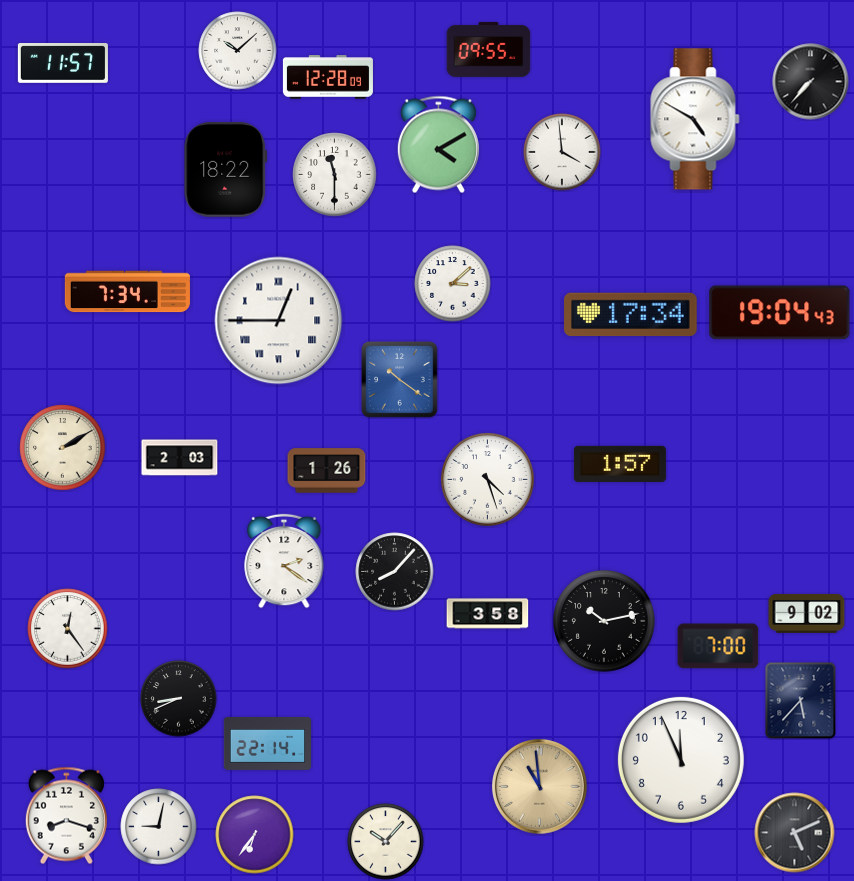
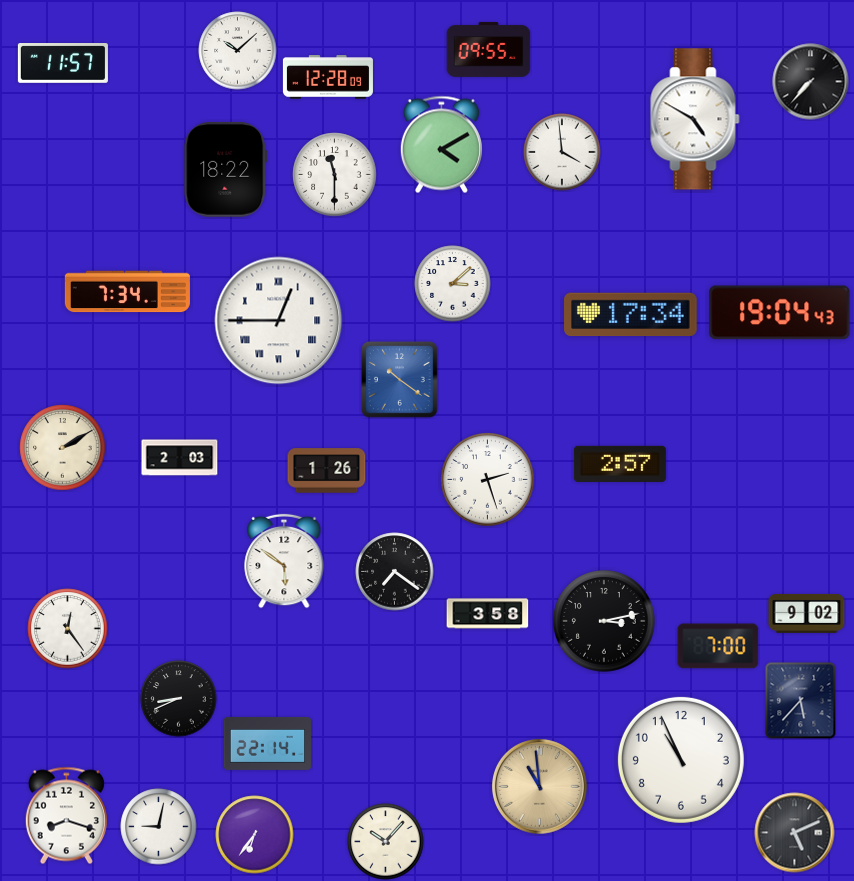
clock at (438, 145) position: (438, 145) -> (441, 145)
clock at (620, 464): 1:57 -> 2:57
clock at (488, 480): 4:27 -> 2:27
clock at (284, 561): 2:21 -> 5:51
clock at (395, 572): 8:07 -> 7:21
clock at (604, 621): 10:13 -> 3:13
clock at (681, 760): 11:56 -> 10:56
